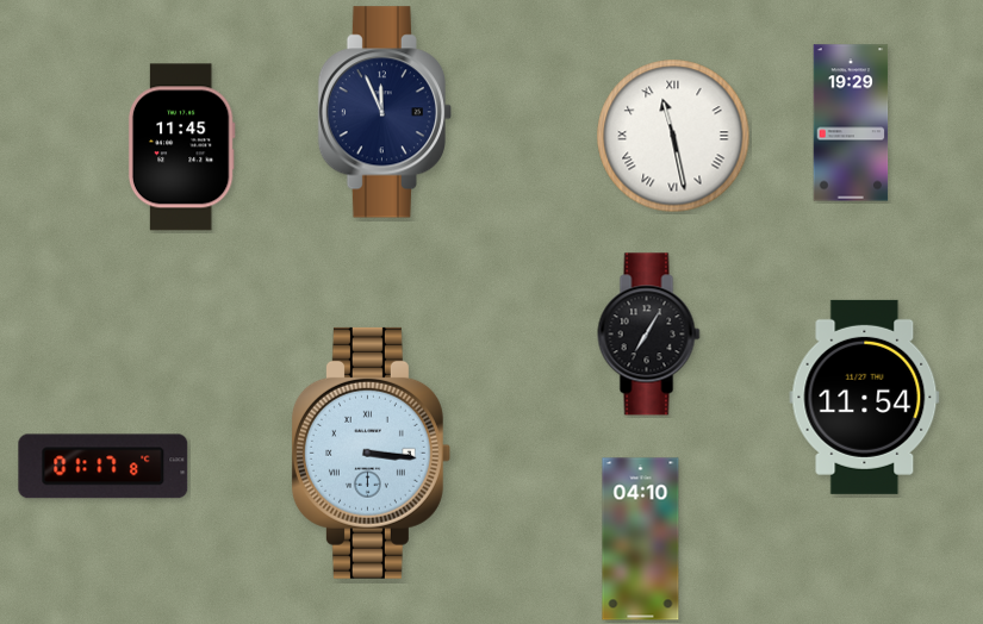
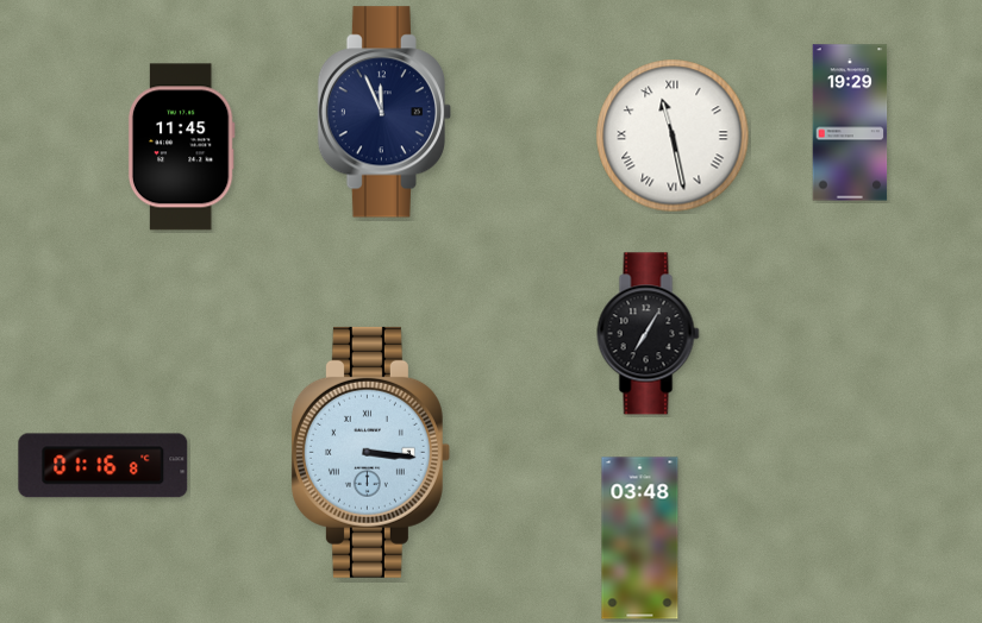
clock at (865, 397): 11:54 -> none
clock at (104, 467): 01:17 -> 01:16
clock at (641, 539): 04:10 -> 03:48
